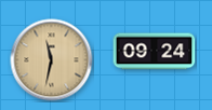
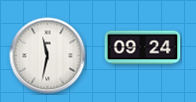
clock at (52, 60) dial: champagne -> white
